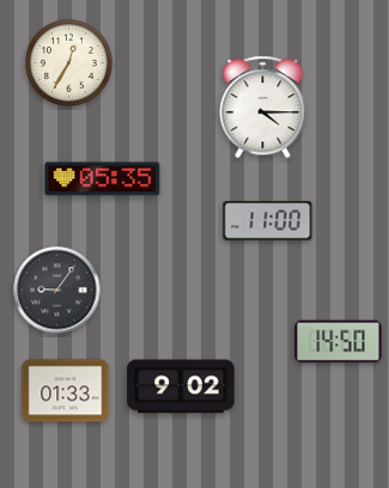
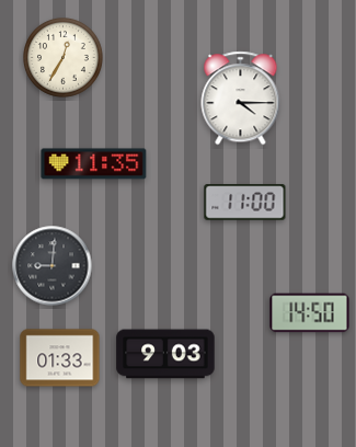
clock at (103, 179): 05:35 -> 11:35
clock at (57, 291): 9:06 -> 9:01
clock at (181, 386): 9:02 -> 9:03
